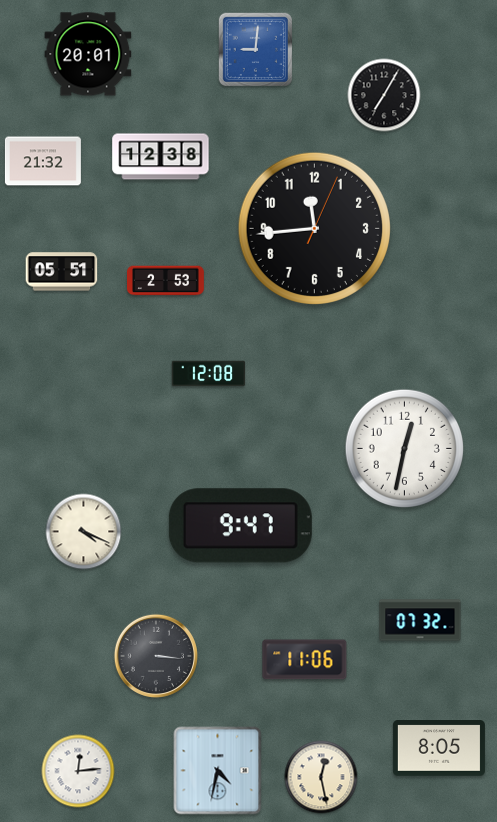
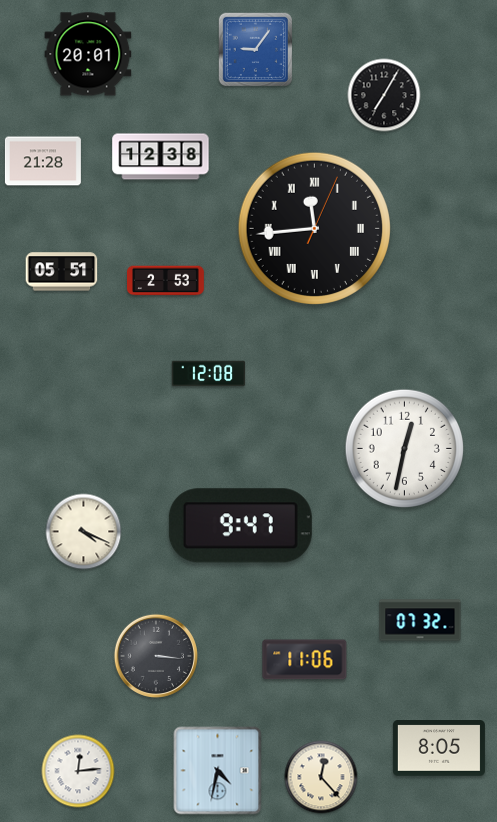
clock at (255, 49): 9:01 -> 9:06
clock at (43, 161): 21:32 -> 21:28
clock at (314, 228) numerals: Arabic -> Roman
clock at (321, 777): 12:28 -> 12:23
